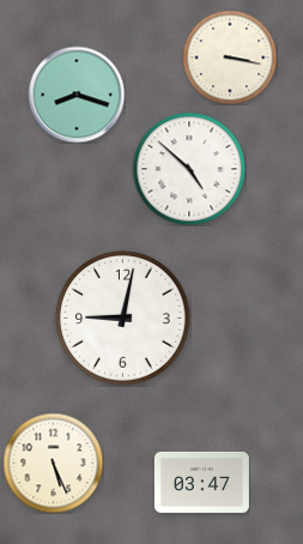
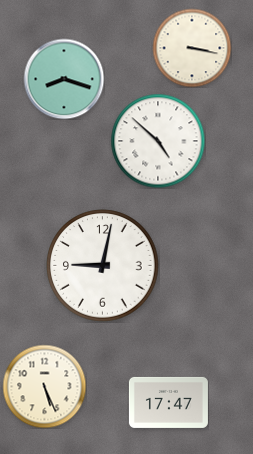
clock at (201, 482): 03:47 -> 17:47
